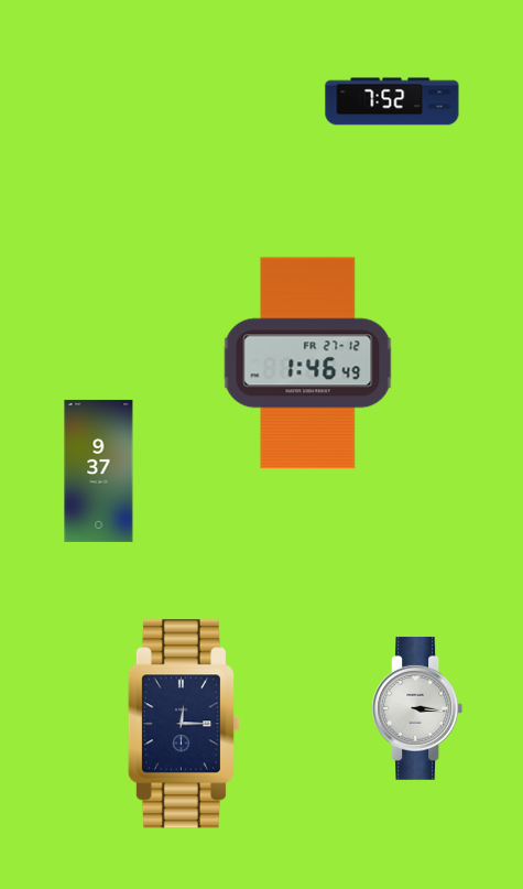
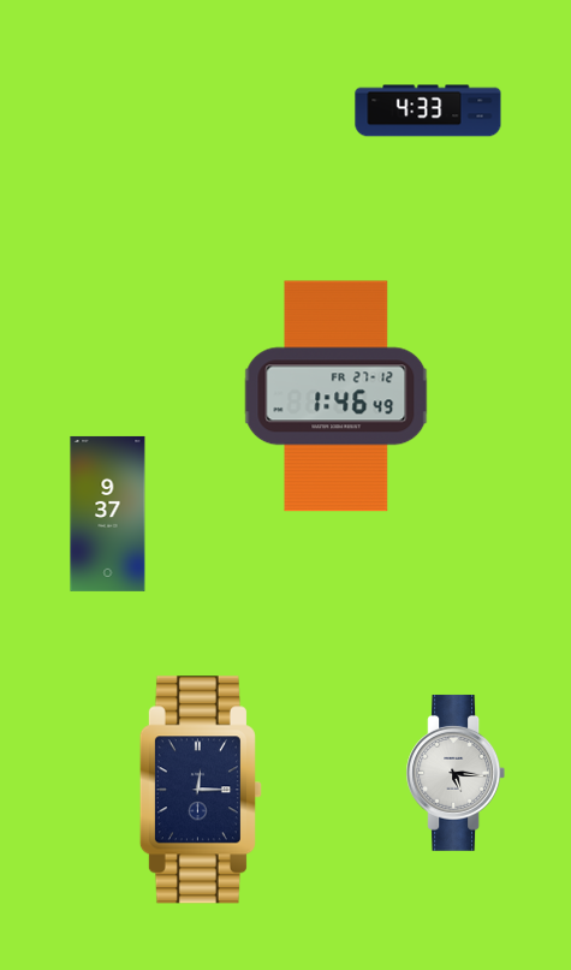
clock at (392, 101): 7:52 -> 4:33
clock at (417, 708): 3:16 -> 5:16
